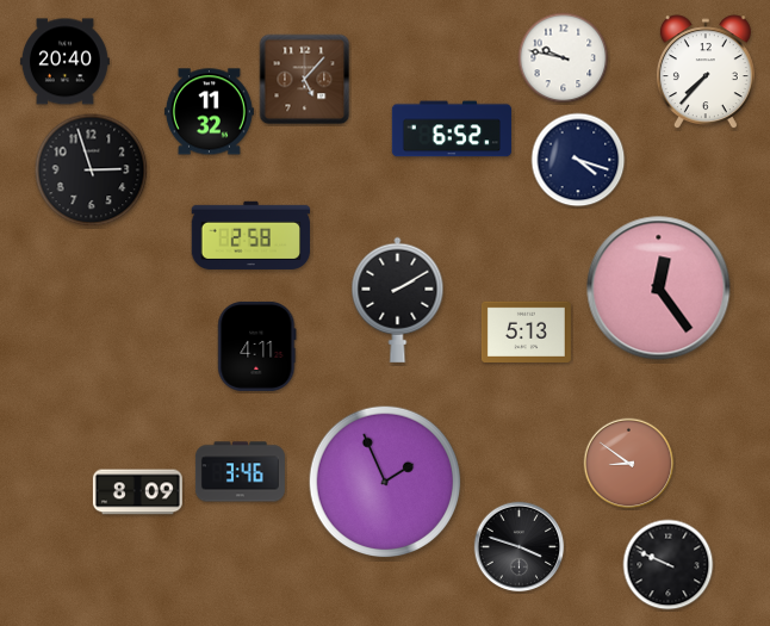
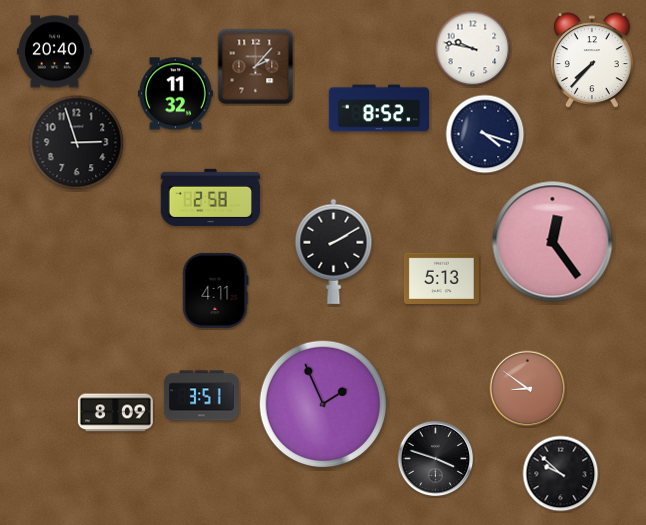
clock at (305, 80): 5:07 -> 2:07
clock at (452, 129): 6:52 -> 8:52
clock at (240, 472): 3:46 -> 3:51
clock at (669, 565): 9:49 -> 9:52
